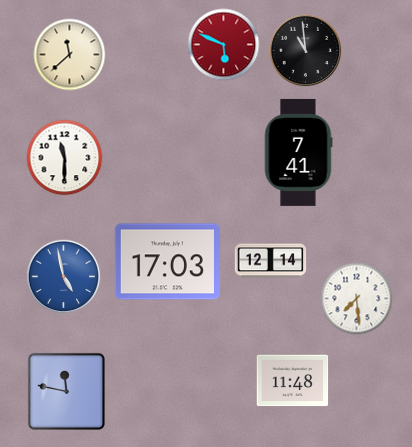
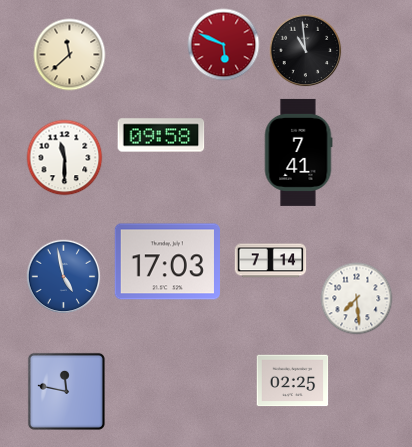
clock at (161, 135): none -> 09:58
clock at (271, 261): 12:14 -> 7:14
clock at (293, 381): 11:48 -> 02:25
